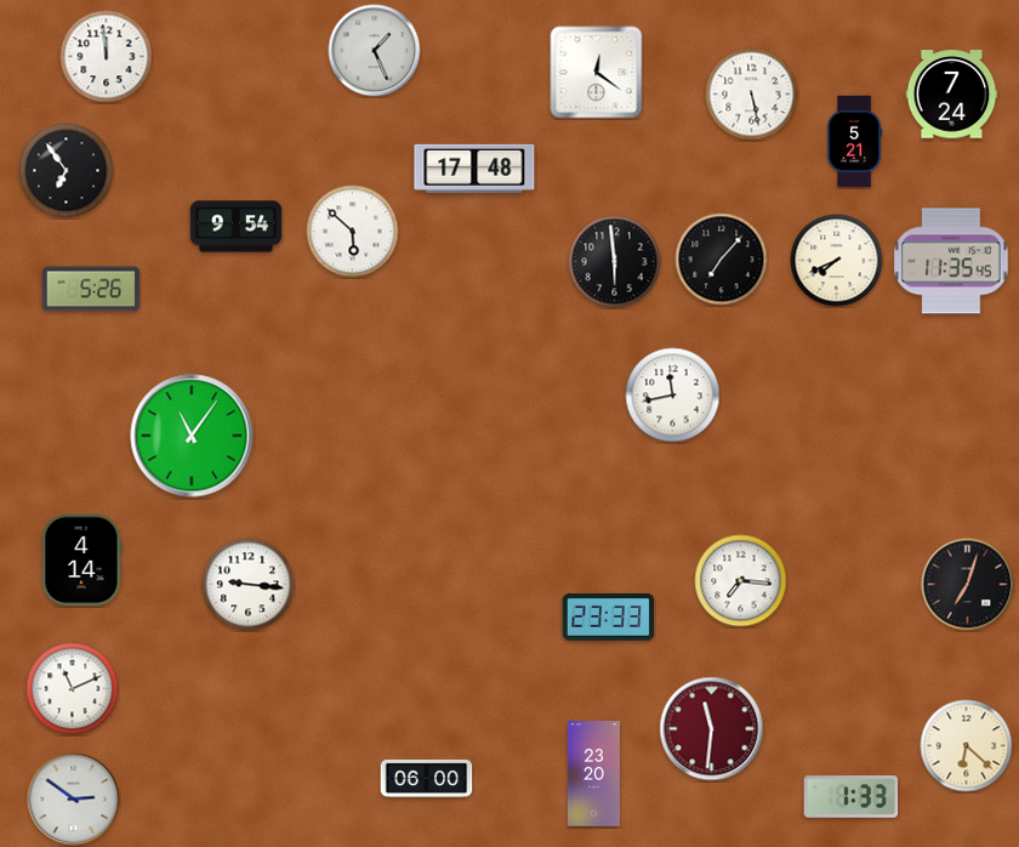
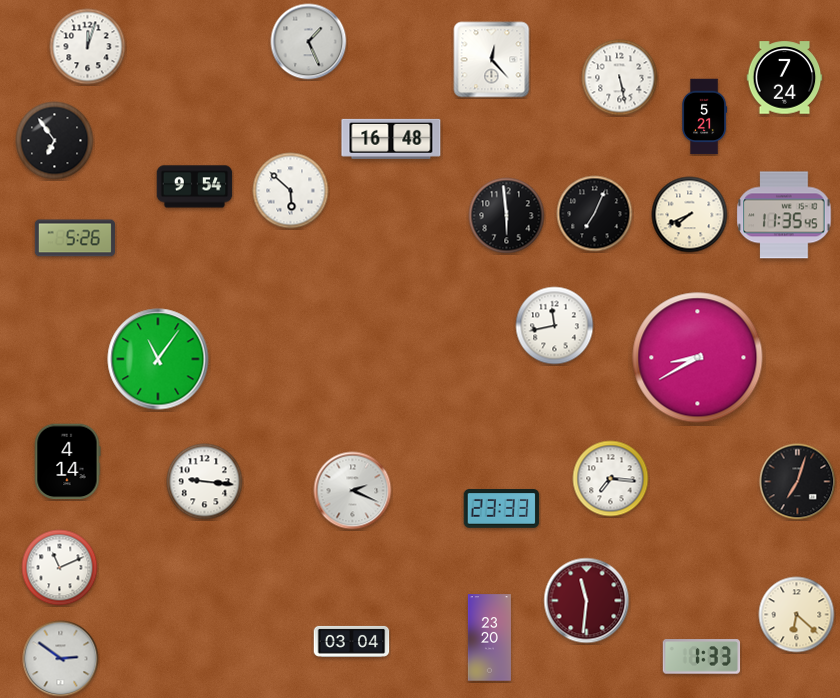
clock at (107, 57): 11:59 -> 12:03
clock at (597, 73): 12:21 -> 12:23
clock at (474, 169): 17:48 -> 16:48
clock at (722, 260): 7:07 -> 7:04
clock at (698, 358): none -> 8:40
clock at (353, 491): none -> 2:19
clock at (427, 778): 06:00 -> 03:04
